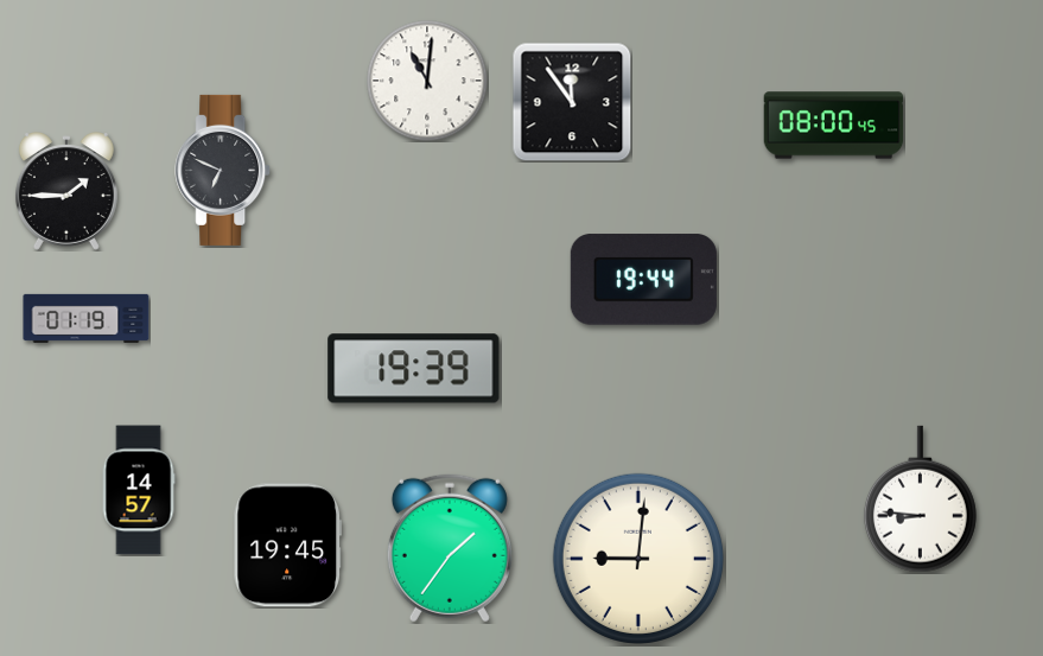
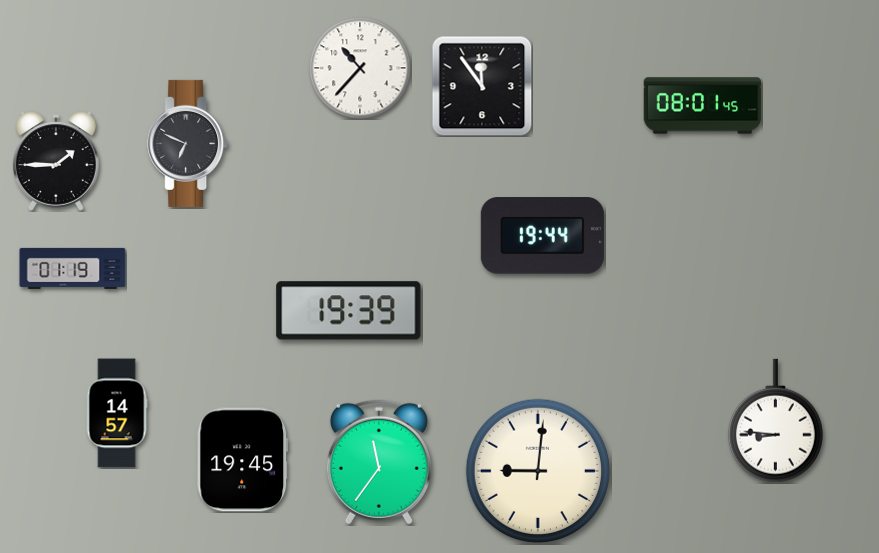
clock at (427, 81): 11:01 -> 10:37
clock at (834, 126): 08:00 -> 08:01
clock at (450, 548): 1:36 -> 11:36
